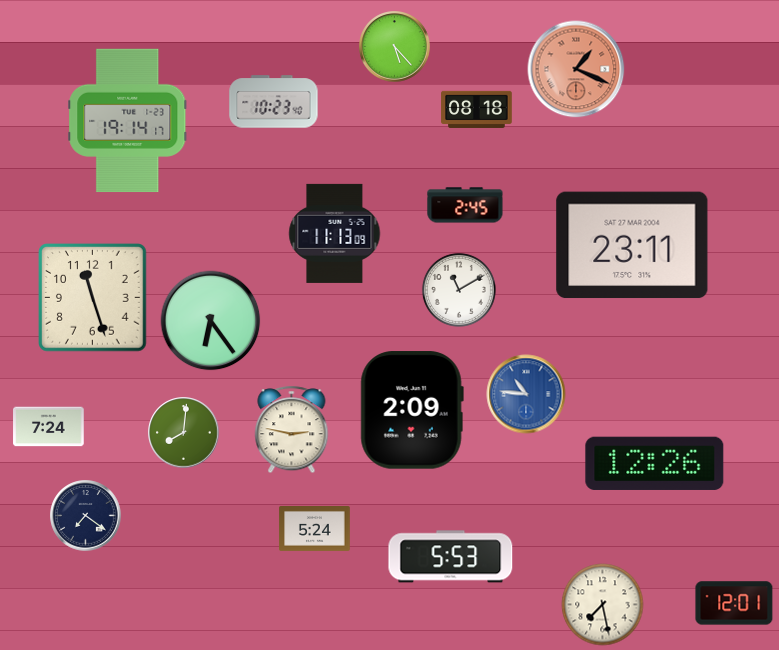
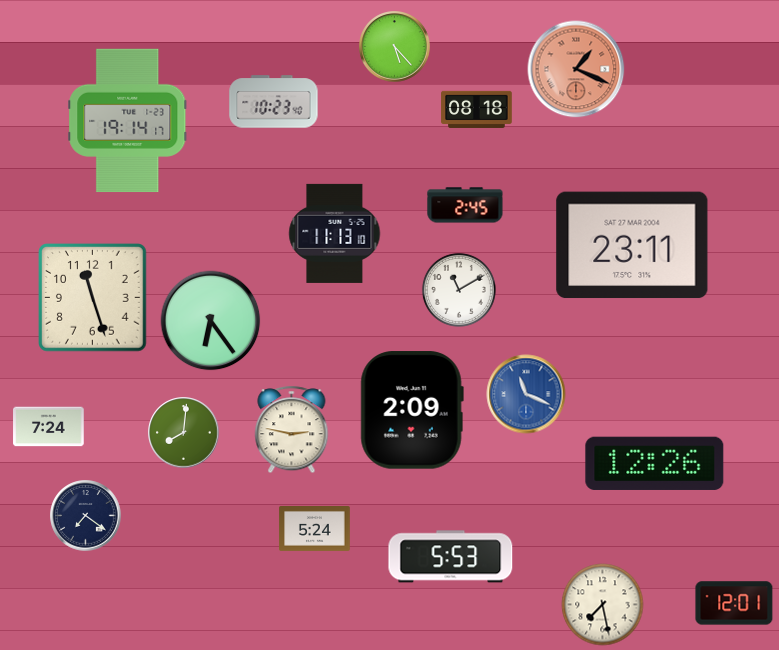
clock at (335, 233): 11:13:09 -> 11:13:10
clock at (526, 394): 10:46 -> 11:19
